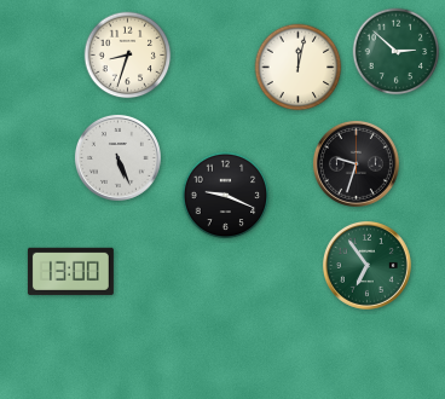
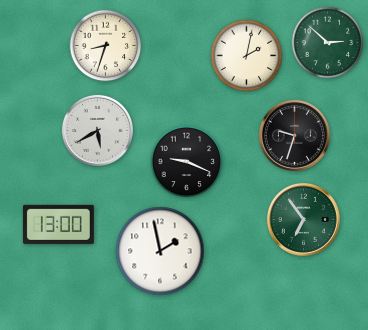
clock at (299, 68): 12:02 -> 2:02
clock at (117, 157): 5:26 -> 5:40
clock at (160, 251): none -> 1:58
